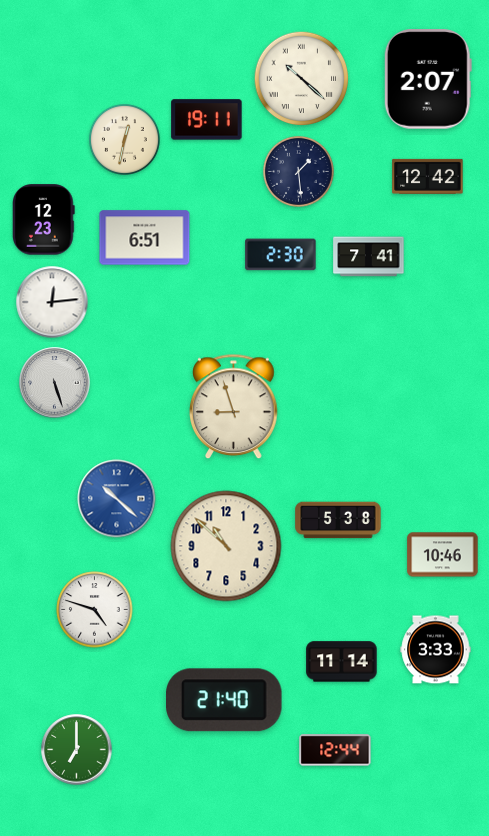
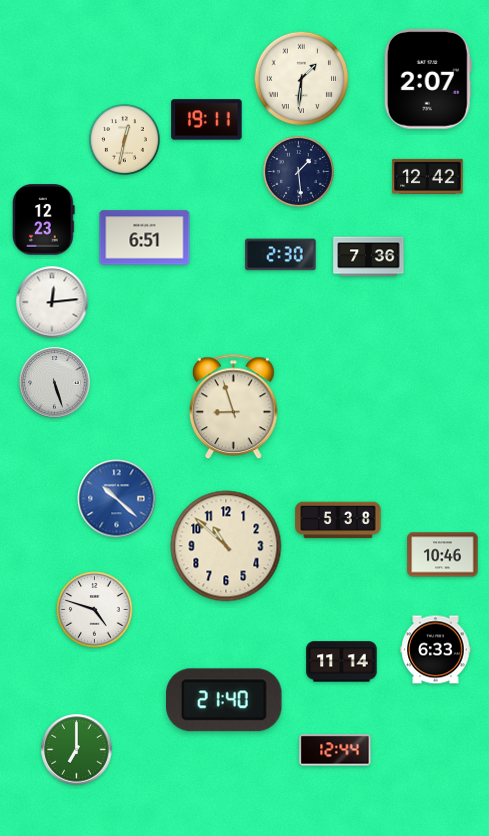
clock at (302, 79): 10:22 -> 1:31
clock at (369, 257): 7:41 -> 7:36
clock at (436, 650): 3:33 -> 6:33
